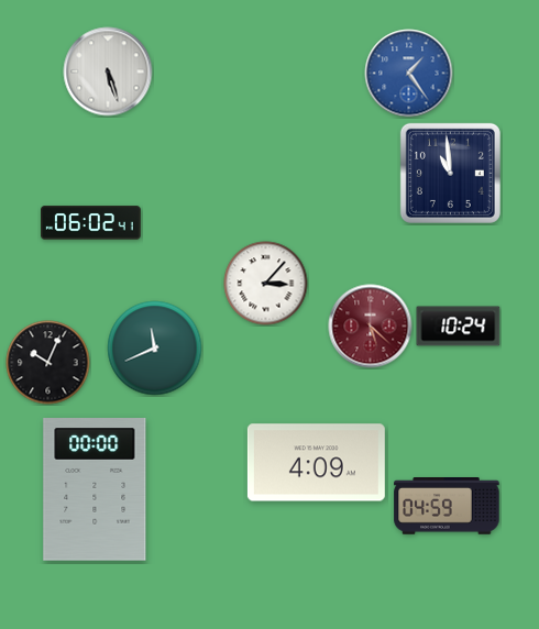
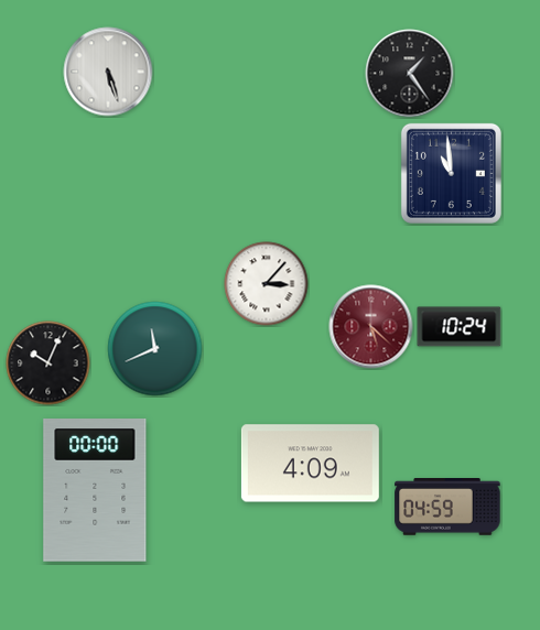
clock at (409, 74) dial: blue -> black
clock at (91, 223): 06:02 -> none
clock at (316, 463) position: (316, 463) -> (310, 464)
